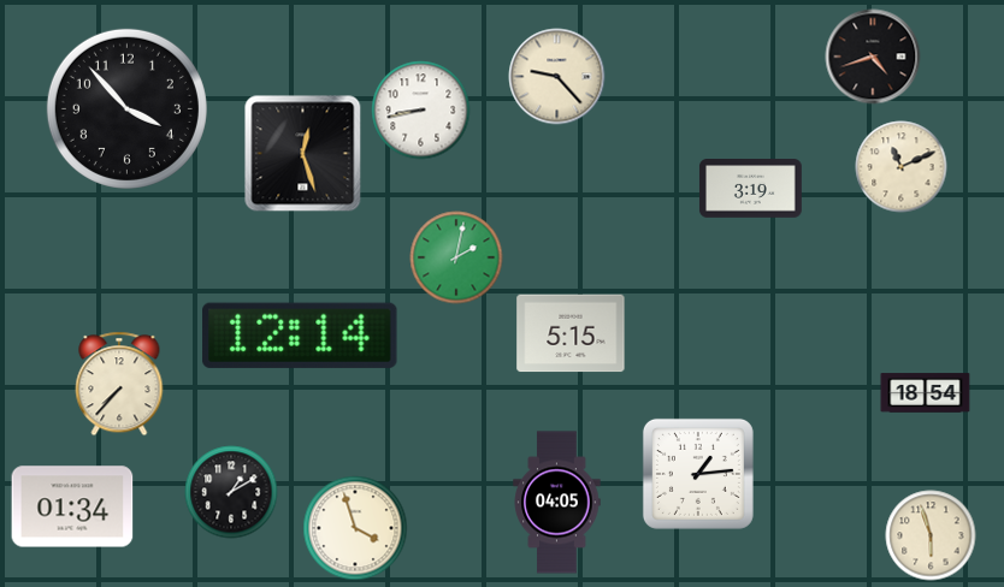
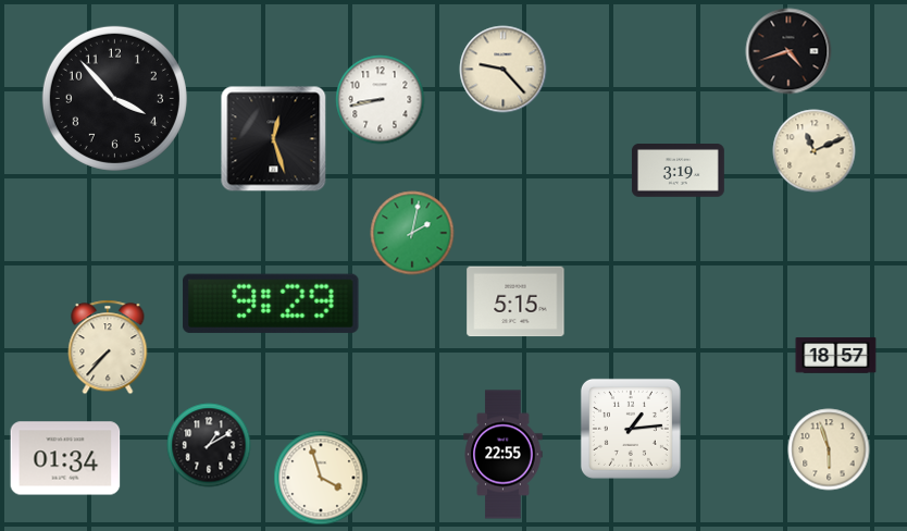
clock at (300, 336): 12:14 -> 9:29
clock at (926, 393): 18:54 -> 18:57
clock at (557, 503): 04:05 -> 22:55
clock at (931, 535) position: (931, 535) -> (829, 449)
